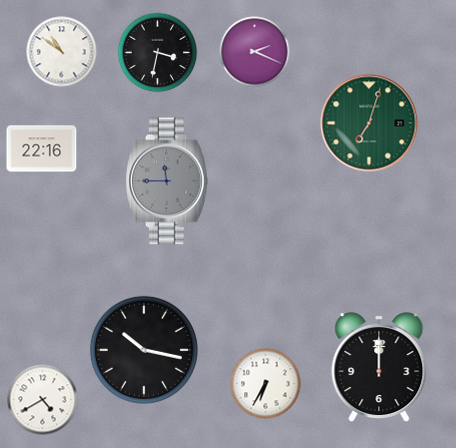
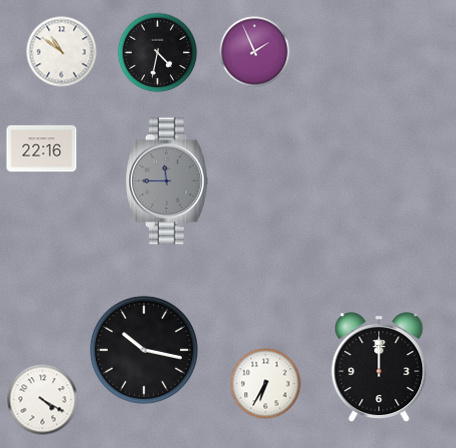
clock at (255, 52): 2:19 -> 1:56
clock at (158, 53): 3:32 -> 4:32
clock at (369, 123): 7:03 -> none
clock at (43, 400): 4:40 -> 4:20
